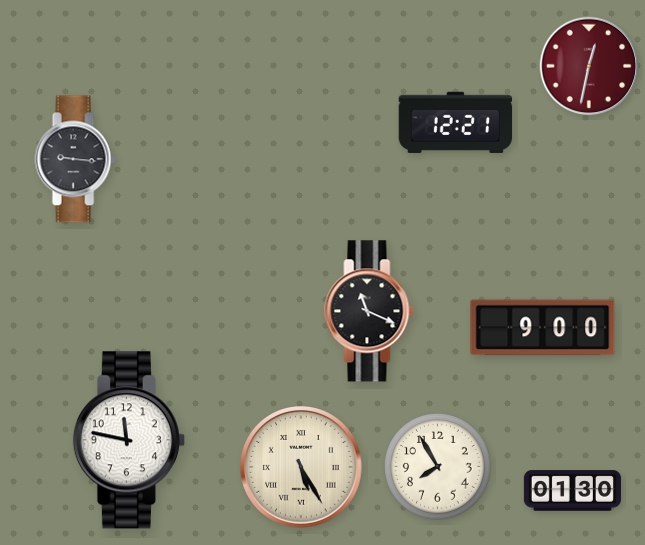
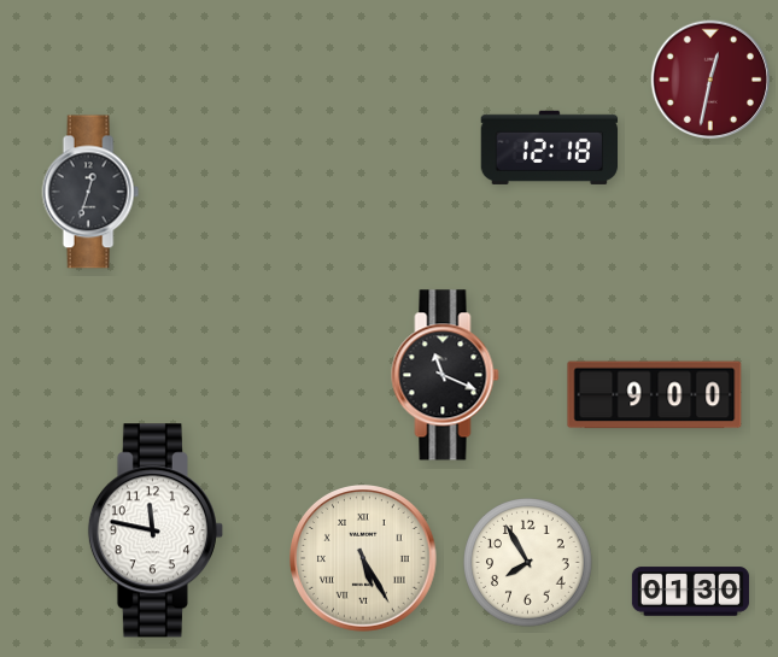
clock at (456, 122): 12:21 -> 12:18
clock at (75, 159): 9:16 -> 12:33
clock at (301, 467) position: (301, 467) -> (363, 558)
